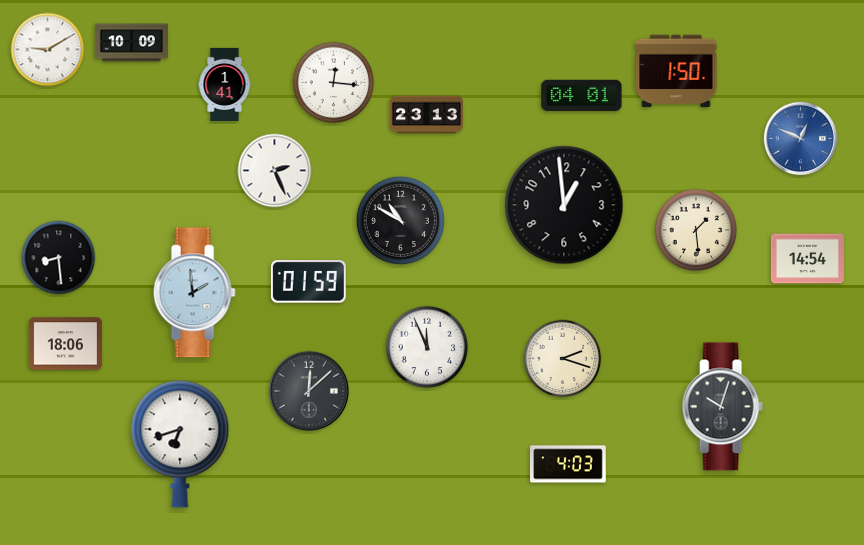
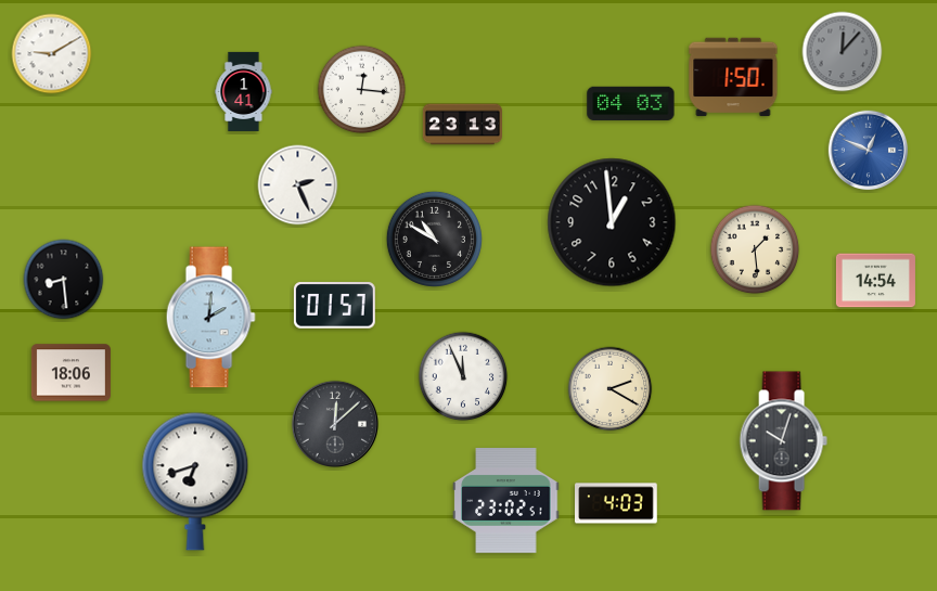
clock at (131, 43): 10:09 -> none
clock at (843, 52): none -> 12:07
clock at (582, 95): 04:01 -> 04:03
clock at (308, 282): 01:59 -> 01:57
clock at (194, 293): 1:59 -> 2:01
clock at (563, 359): 2:18 -> 2:20
clock at (506, 501): none -> 23:02
